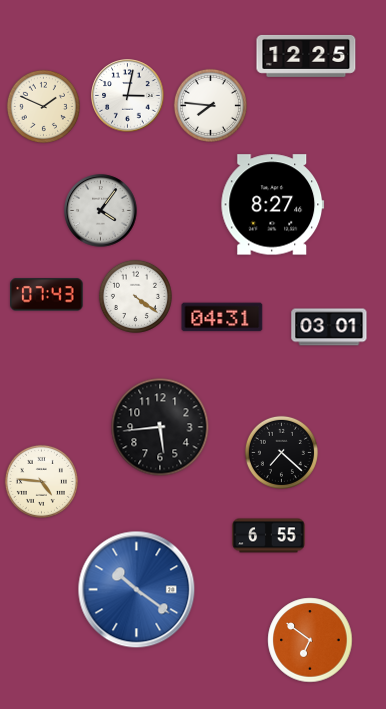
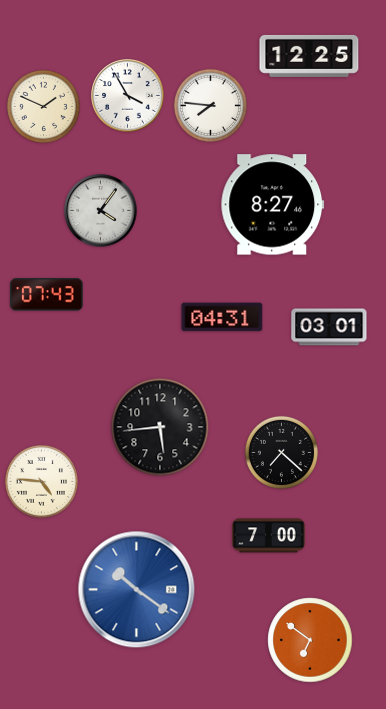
clock at (306, 56) position: (306, 56) -> (309, 56)
clock at (128, 96): 3:02 -> 3:55
clock at (135, 296): 4:21 -> none
clock at (269, 536): 6:55 -> 7:00
